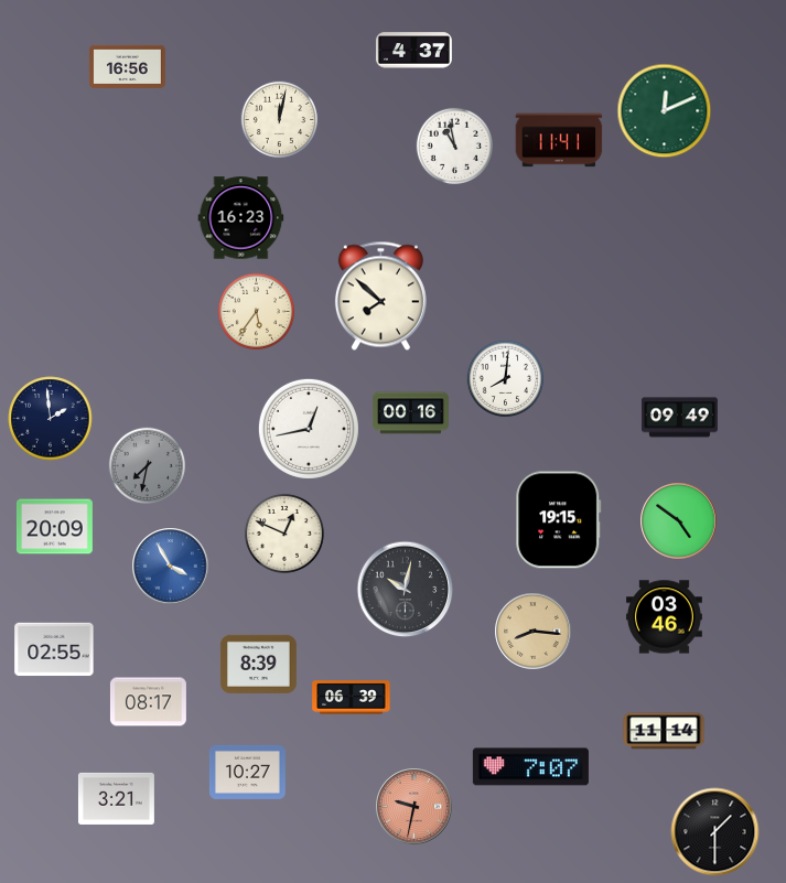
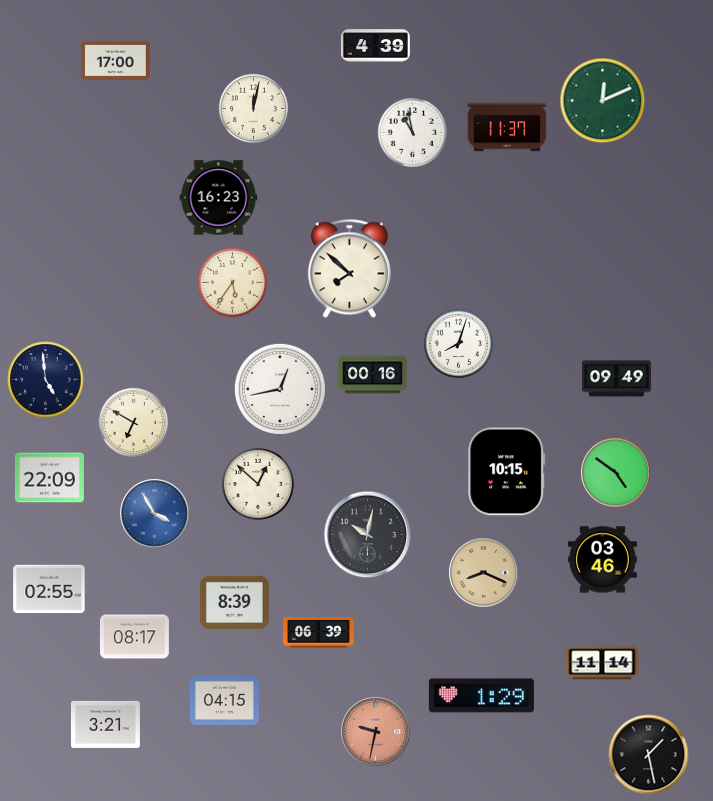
clock at (413, 51): 4:37 -> 4:39
clock at (127, 66): 16:56 -> 17:00
clock at (559, 140): 11:41 -> 11:37
clock at (380, 297) position: (380, 297) -> (349, 269)
clock at (506, 379): 8:01 -> 8:03
clock at (51, 419): 1:59 -> 4:59
clock at (148, 466): 7:32 -> 6:50
clock at (148, 466) dial: grey -> cream
clock at (559, 520): 19:15 -> 10:15
clock at (54, 527): 20:09 -> 22:09
clock at (284, 534): 12:49 -> 12:52
clock at (534, 632): 8:16 -> 8:19
clock at (530, 767): 7:07 -> 1:29
clock at (247, 772): 10:27 -> 04:15
clock at (715, 832): 1:30 -> 1:28
